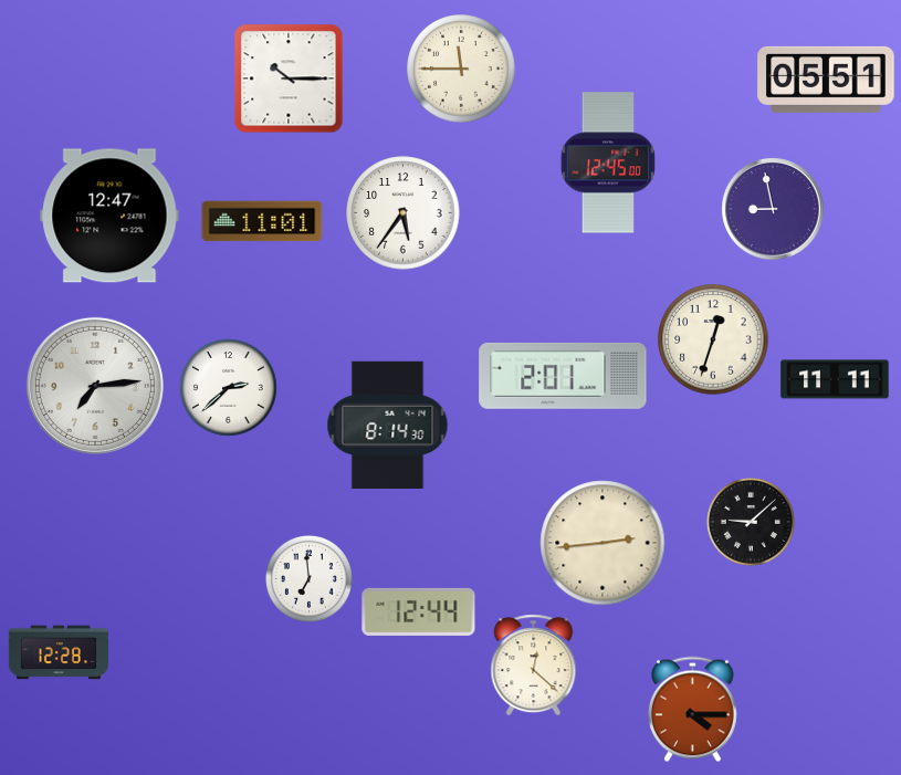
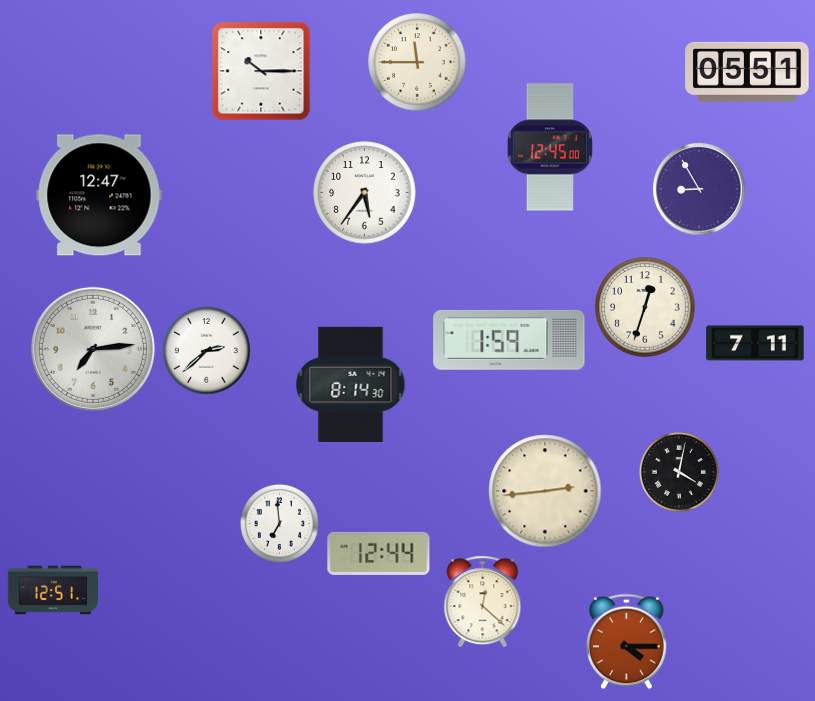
clock at (774, 210): 8:58 -> 8:55
clock at (262, 221): 11:01 -> none
clock at (563, 376): 2:01 -> 1:59
clock at (835, 379): 11:11 -> 7:11
clock at (95, 386) position: (95, 386) -> (93, 349)
clock at (751, 522): 9:08 -> 4:02
clock at (57, 652): 12:28 -> 12:51
